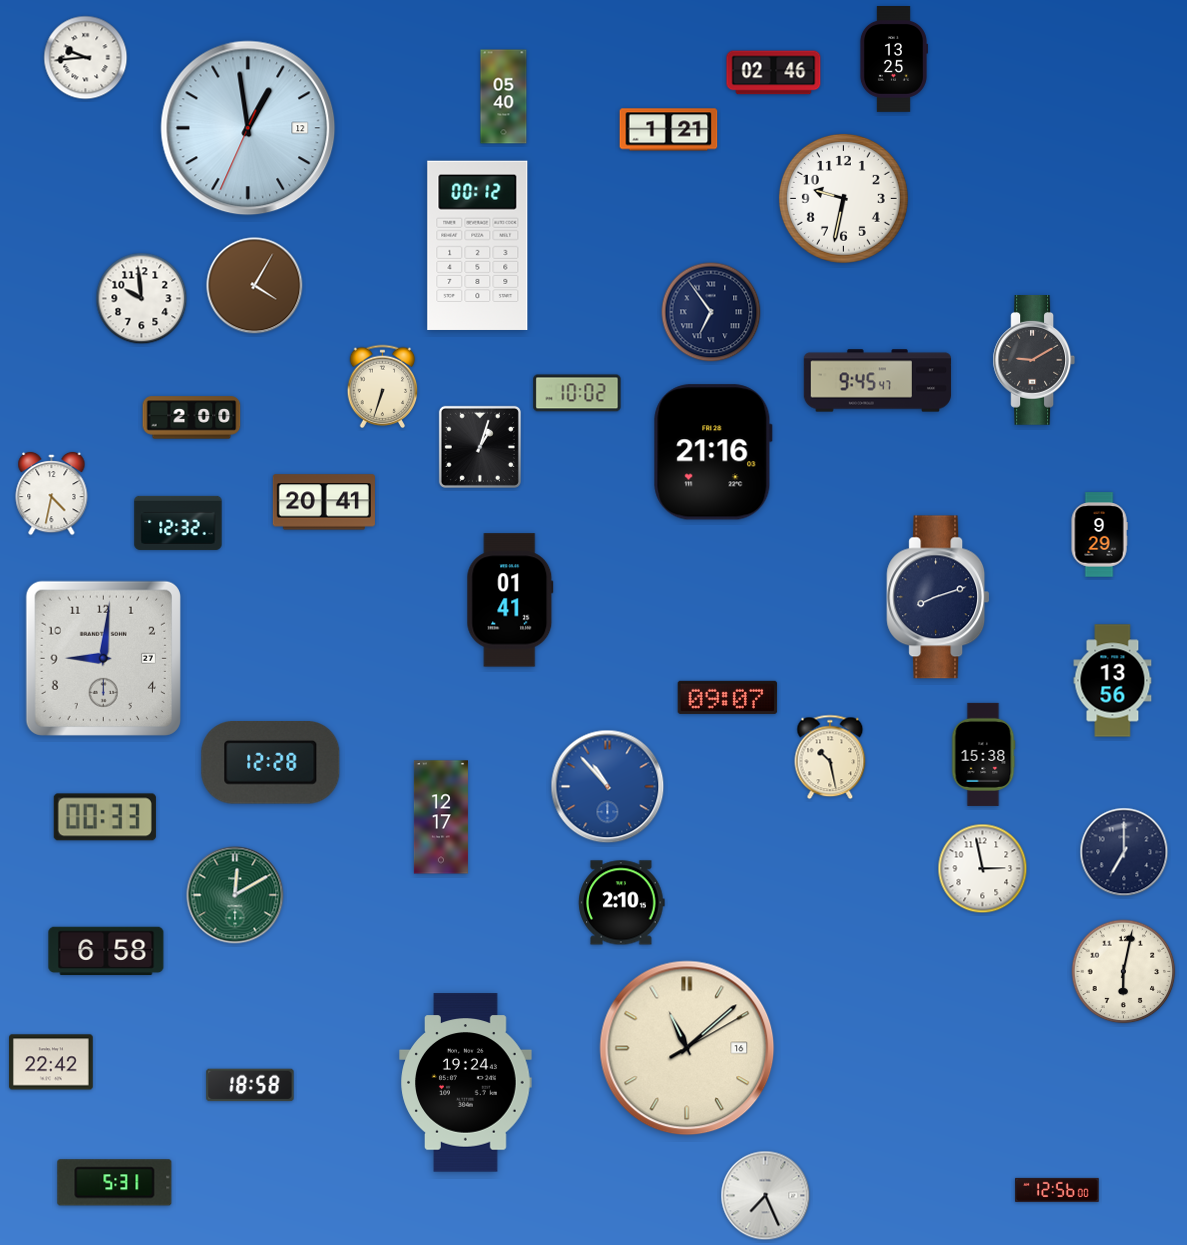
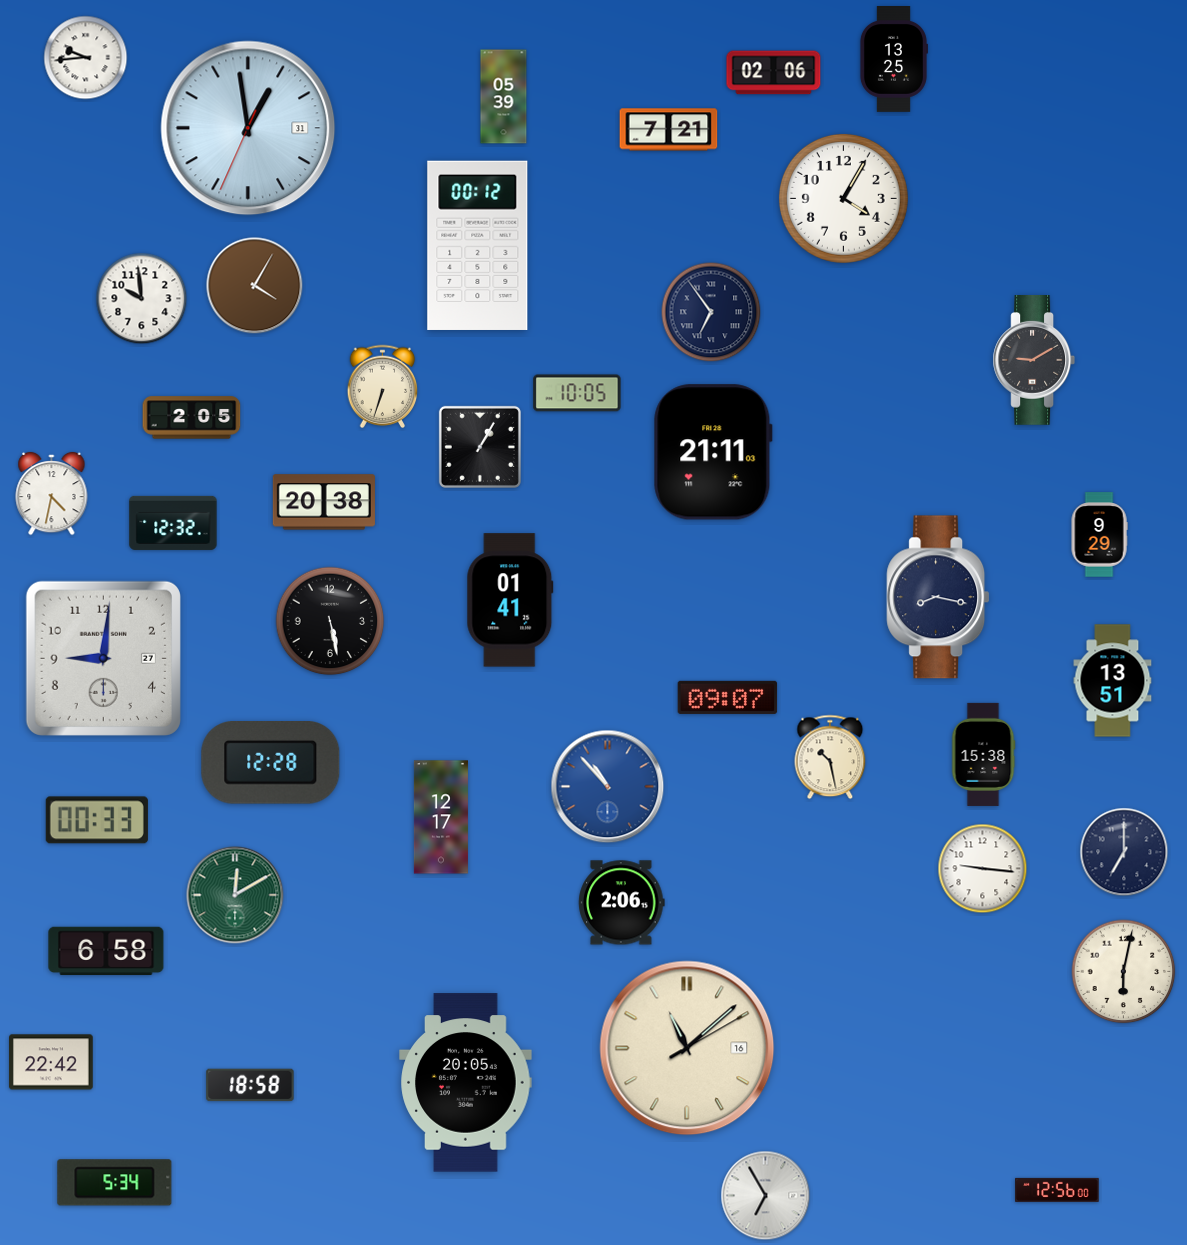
clock at (774, 73): 02:46 -> 02:06
clock at (504, 97): 05:40 -> 05:39
clock at (248, 128) date: 12 -> 31
clock at (669, 130): 1:21 -> 7:21
clock at (843, 198): 9:32 -> 4:05
clock at (878, 381): 9:45 -> none
clock at (577, 393): 10:02 -> 10:05
clock at (192, 418): 2:00 -> 2:05
clock at (480, 447): 1:03 -> 1:05
clock at (713, 452): 21:16 -> 21:11
clock at (324, 502): 20:41 -> 20:38
clock at (178, 523) position: (178, 523) -> (173, 523)
clock at (938, 597): 8:12 -> 8:17
clock at (330, 621): none -> 5:28
clock at (1113, 681): 13:56 -> 13:51
clock at (105, 817) position: (105, 817) -> (97, 820)
clock at (983, 869): 2:58 -> 9:16
clock at (622, 903): 2:10 -> 2:06
clock at (466, 1083): 19:24 -> 20:05
clock at (115, 1183): 5:31 -> 5:34
clock at (766, 1196): 7:26 -> 6:55
